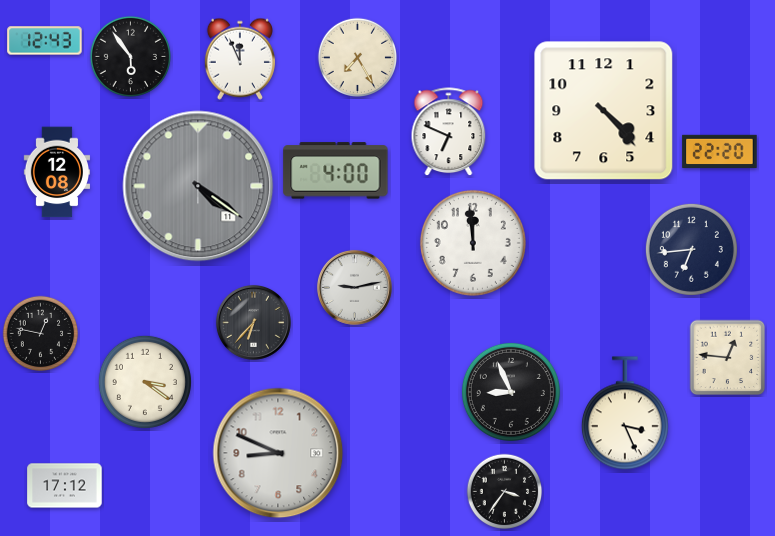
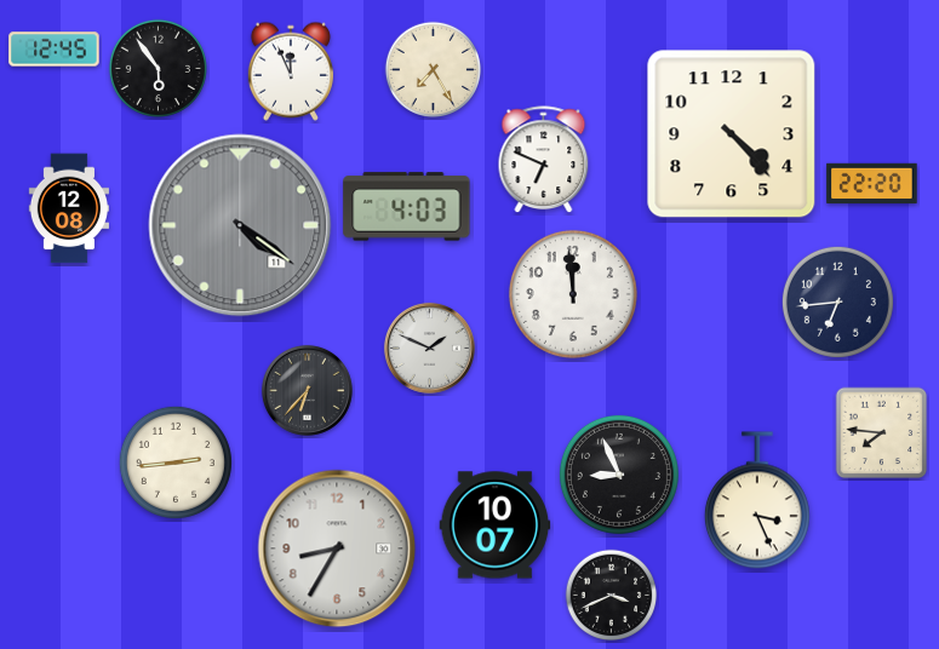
clock at (45, 41): 12:43 -> 12:45
clock at (336, 171): 4:00 -> 4:03
clock at (354, 287): 9:13 -> 1:49
clock at (41, 334): 12:47 -> none
clock at (728, 358): 12:46 -> 7:46
clock at (145, 382): 3:21 -> 2:44
clock at (496, 525): none -> 10:07
clock at (278, 453): 8:49 -> 8:35
clock at (65, 486): 17:12 -> none
clock at (505, 492): 3:36 -> 3:41
